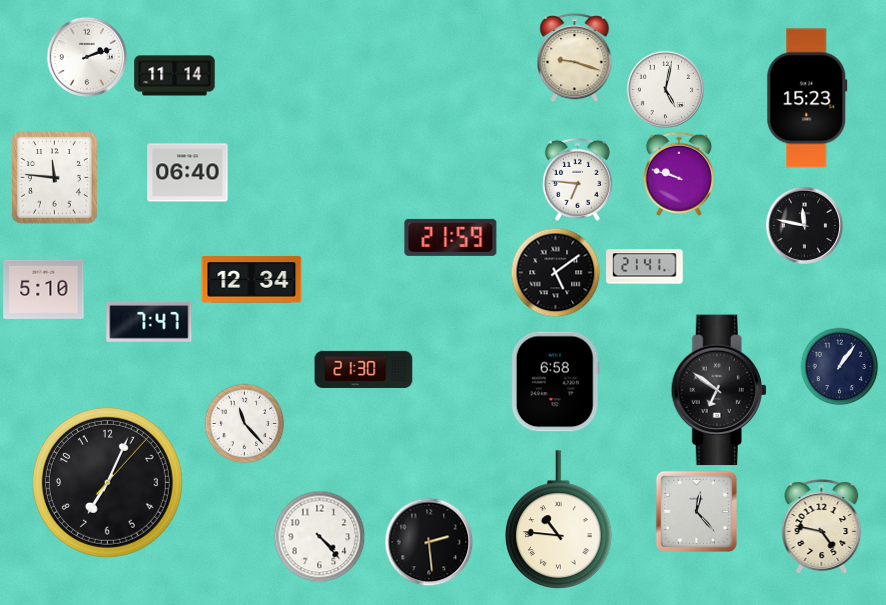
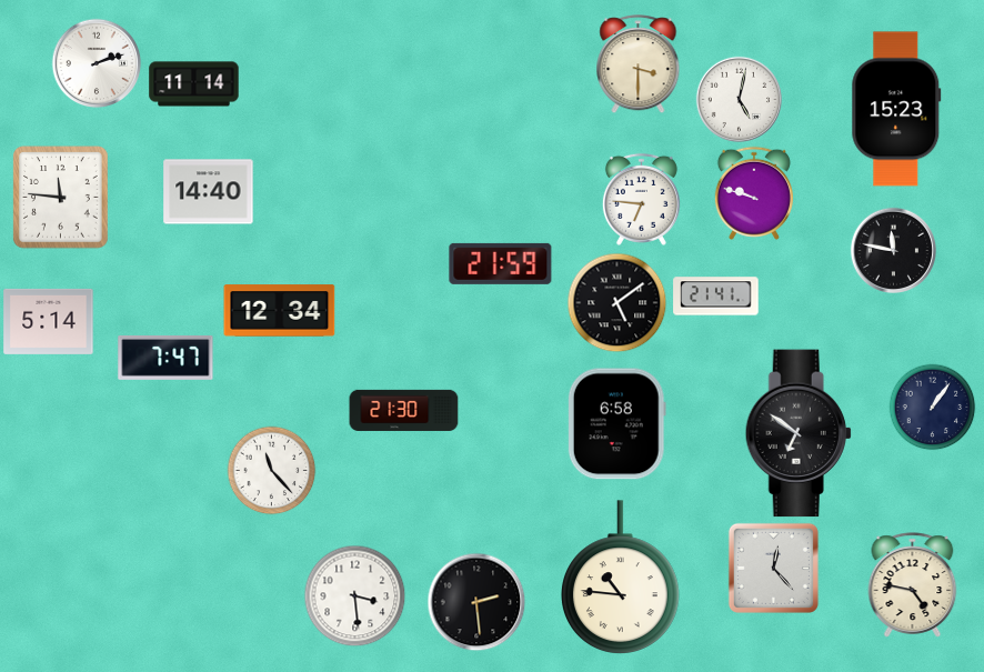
clock at (575, 58): 9:18 -> 3:30
clock at (188, 173): 06:40 -> 14:40
clock at (44, 289): 5:10 -> 5:14
clock at (107, 482): 7:04 -> none
clock at (319, 536): 4:23 -> 3:29
